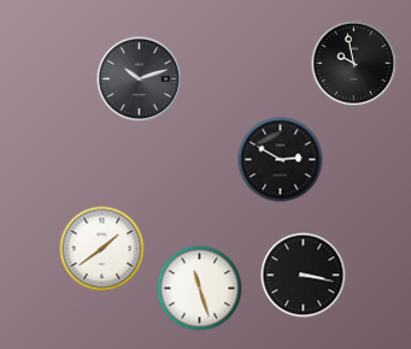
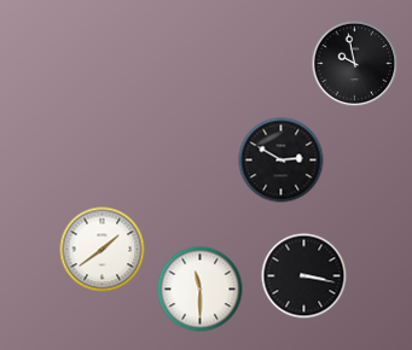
clock at (140, 79): 10:12 -> none
clock at (200, 289): 11:27 -> 11:30
